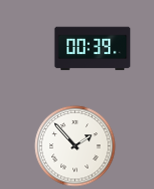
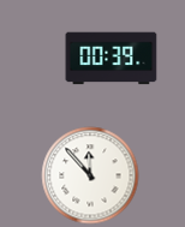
clock at (75, 146): 1:53 -> 11:53
